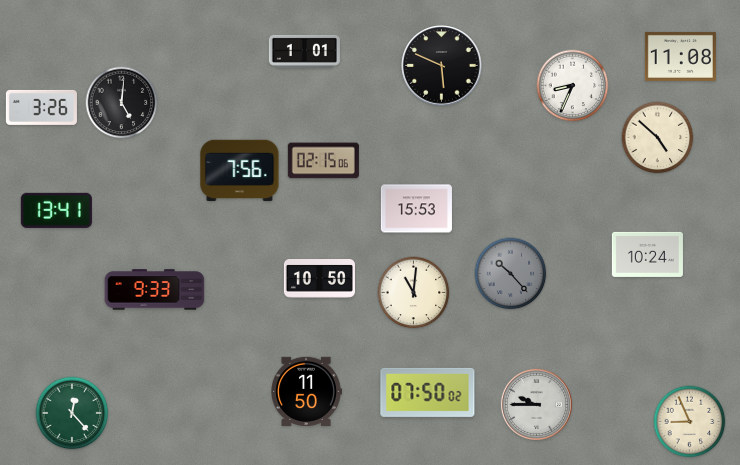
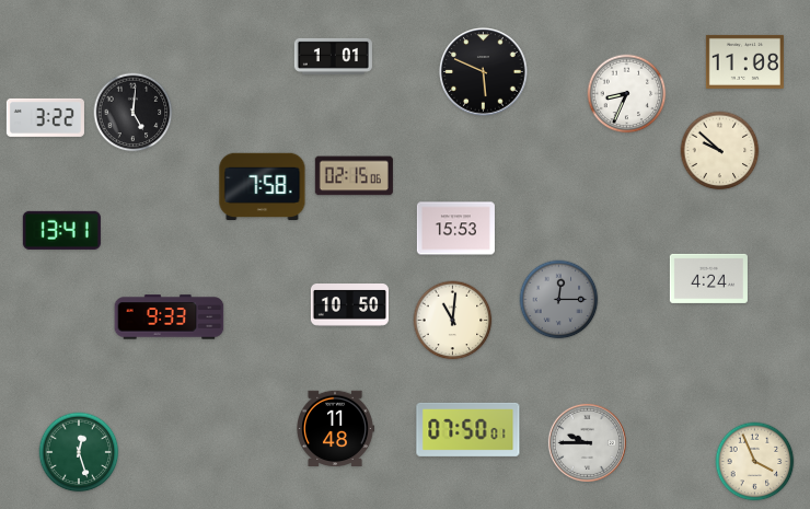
clock at (41, 107): 3:26 -> 3:22
clock at (658, 138): 4:52 -> 9:52
clock at (240, 171): 7:56 -> 7:58
clock at (647, 254): 10:24 -> 4:24
clock at (511, 274): 10:23 -> 12:15
clock at (306, 392): 11:50 -> 11:48
clock at (428, 392): 07:50:02 -> 07:50:01
clock at (72, 413): 12:23 -> 12:27
clock at (690, 422): 8:56 -> 3:56
